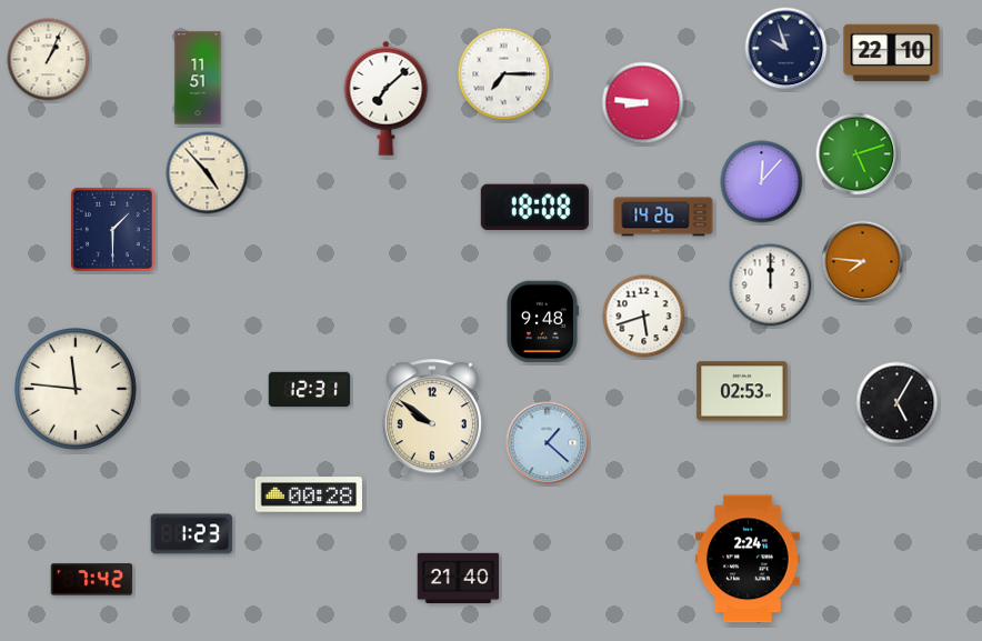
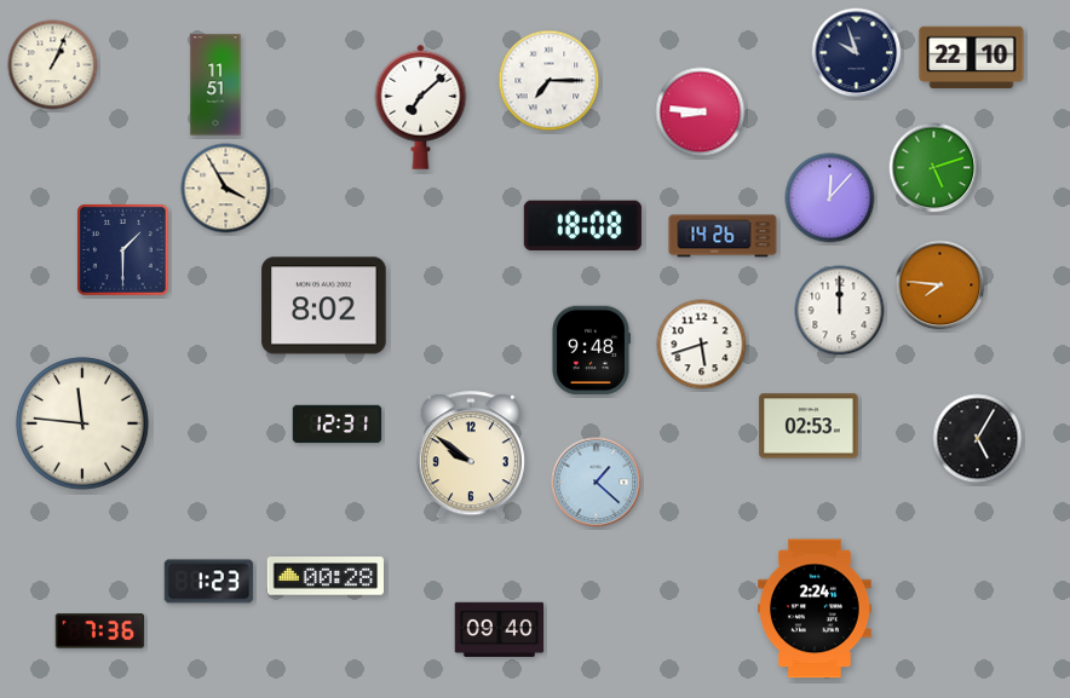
clock at (208, 173): 4:53 -> 3:55
clock at (324, 306): none -> 8:02
clock at (308, 494) position: (308, 494) -> (324, 576)
clock at (459, 579): 21:40 -> 09:40
clock at (92, 580): 7:42 -> 7:36
